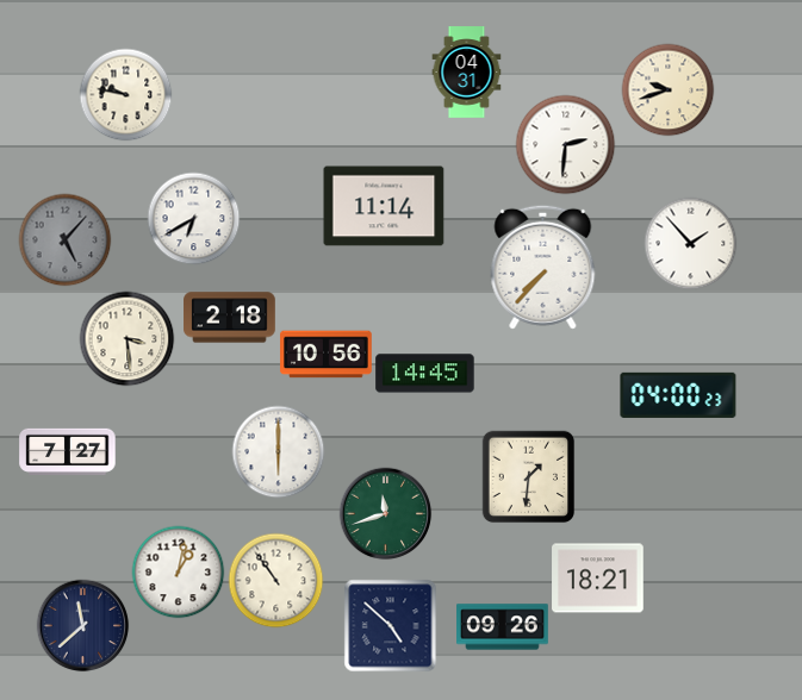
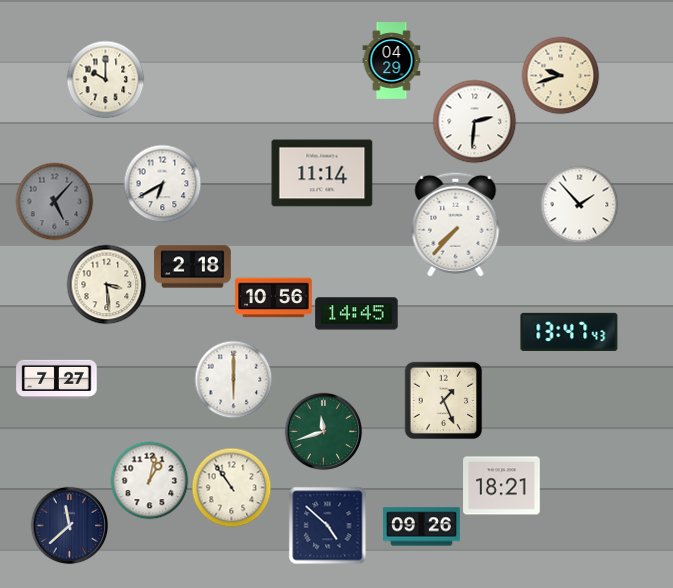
clock at (467, 73): 04:31 -> 04:29
clock at (125, 94): 9:47 -> 10:00
clock at (678, 395): 04:00 -> 13:47
clock at (528, 476): 1:31 -> 1:26
